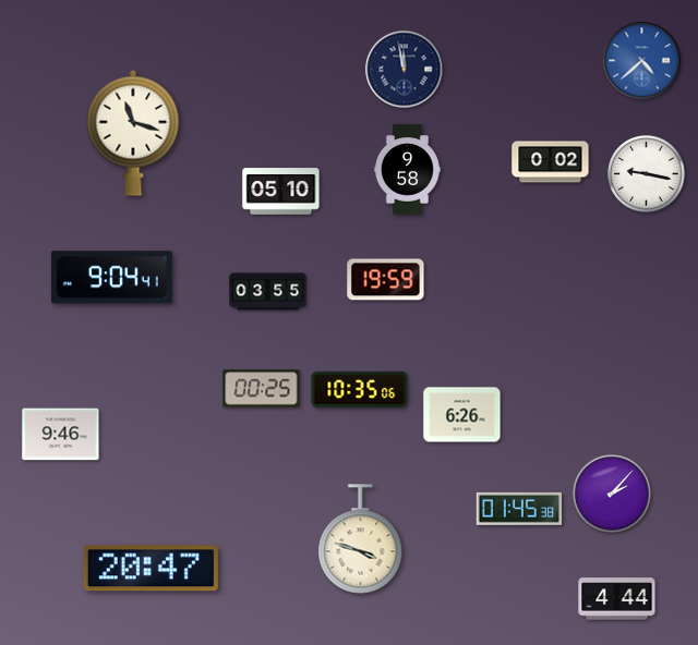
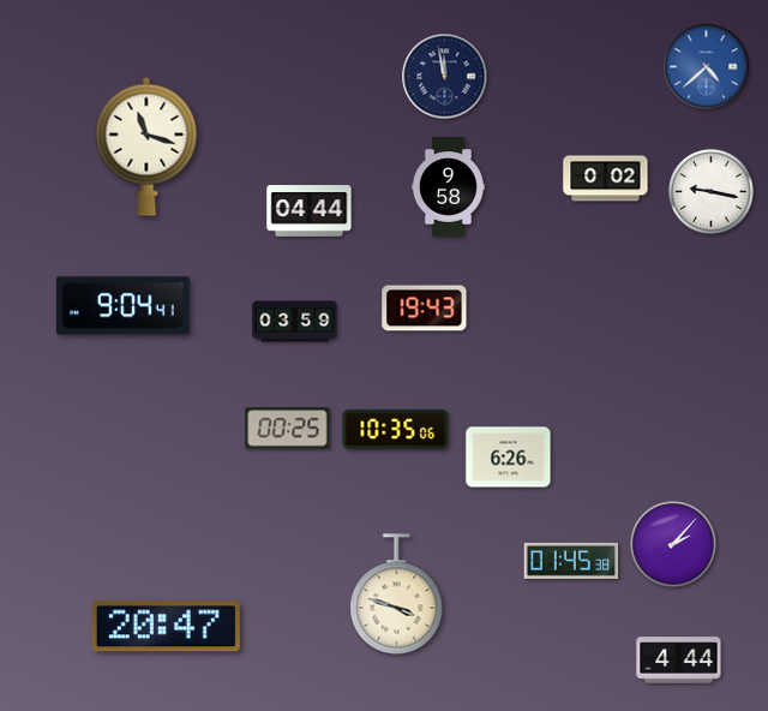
clock at (281, 192): 05:10 -> 04:44
clock at (386, 280): 19:59 -> 19:43
clock at (268, 292): 03:55 -> 03:59
clock at (61, 435): 9:46 -> none
